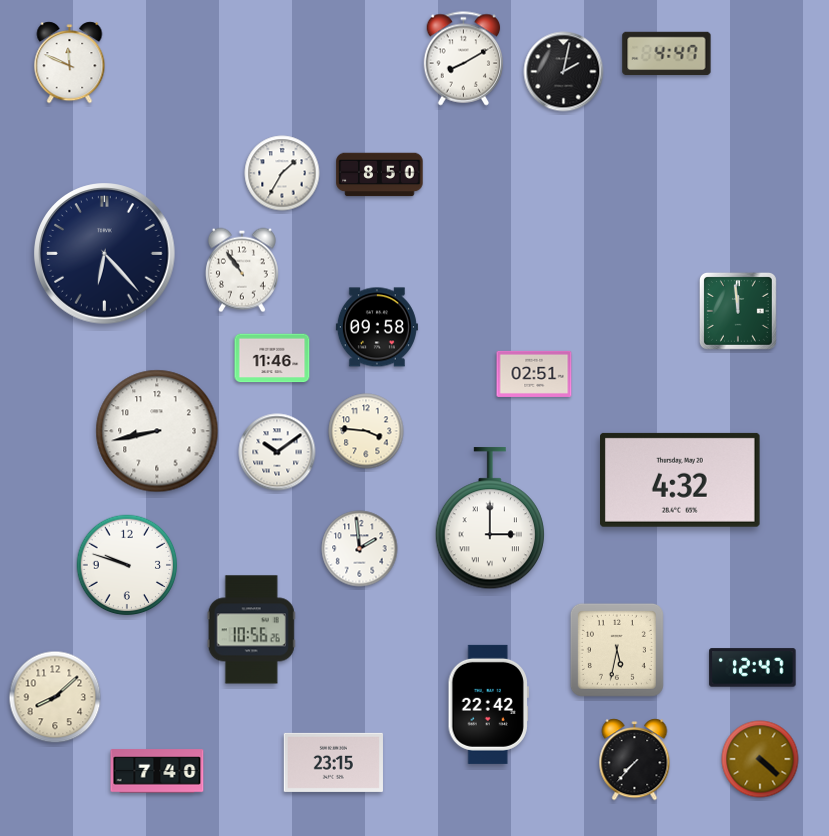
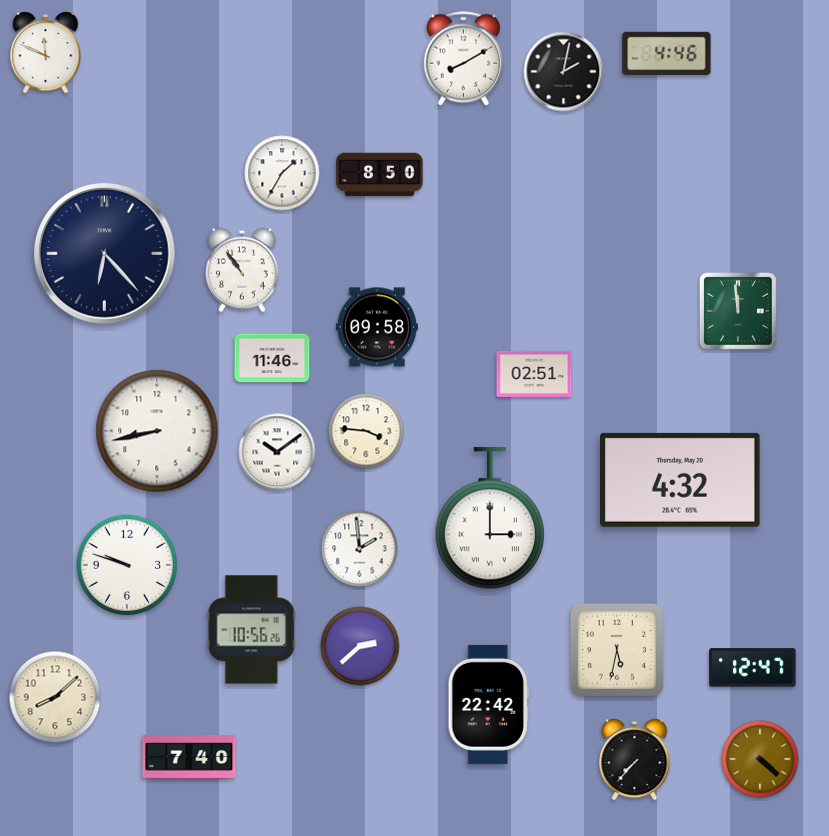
clock at (667, 54): 4:47 -> 4:46
clock at (70, 63) position: (70, 63) -> (46, 53)
clock at (360, 646): none -> 2:38
clock at (333, 762): 23:15 -> none
clock at (157, 771) position: (157, 771) -> (189, 757)
